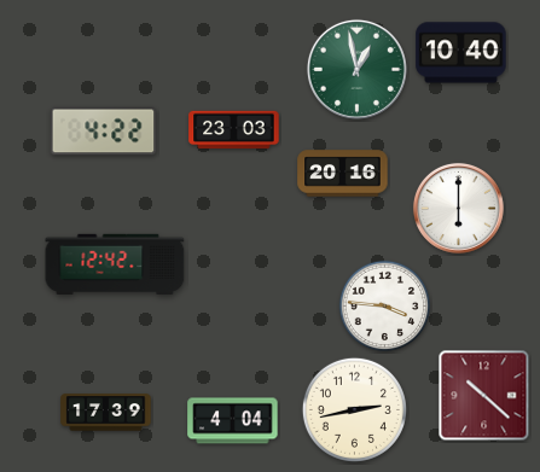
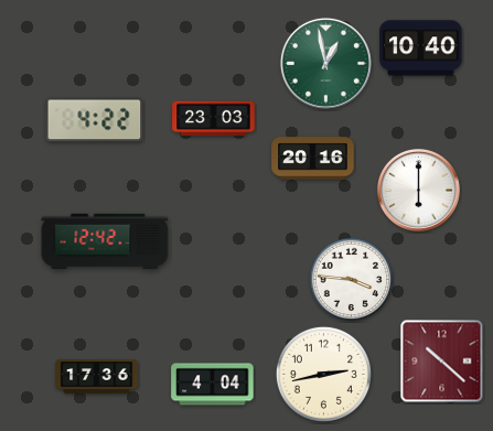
clock at (106, 413): 17:39 -> 17:36
